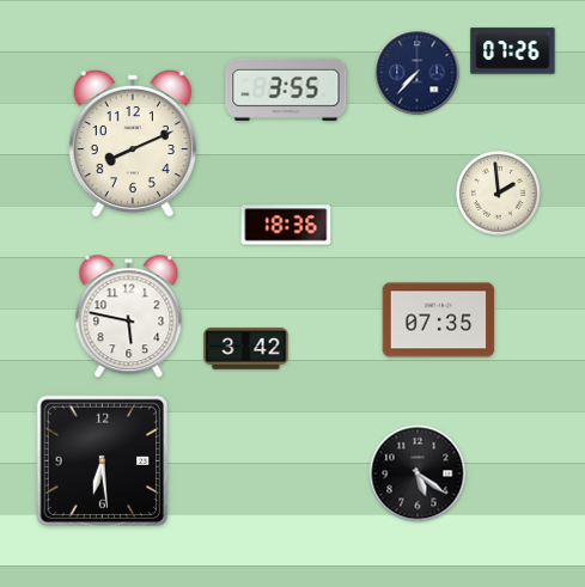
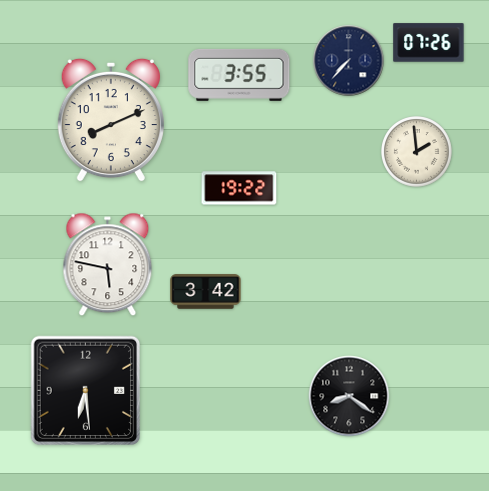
clock at (499, 194) position: (499, 194) -> (417, 152)
clock at (286, 225): 18:36 -> 19:22
clock at (439, 320): 07:35 -> none
clock at (103, 461) position: (103, 461) -> (86, 391)
clock at (418, 473): 5:21 -> 8:21
